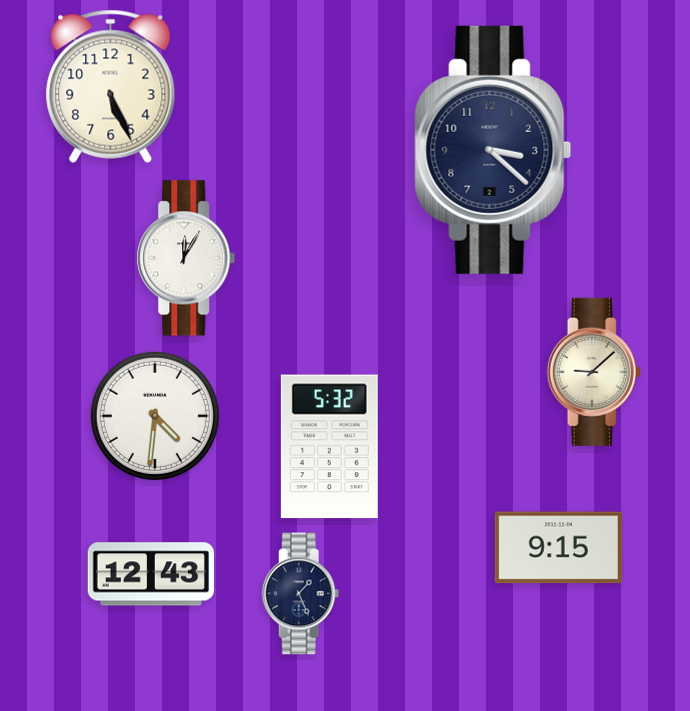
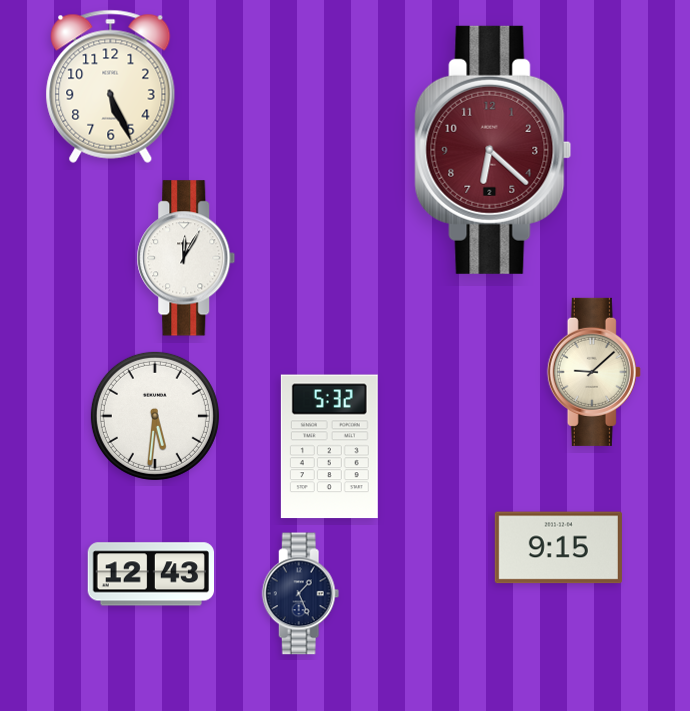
clock at (493, 150): 3:22 -> 6:22
clock at (493, 150) dial: navy -> burgundy
clock at (155, 416): 4:31 -> 5:31
